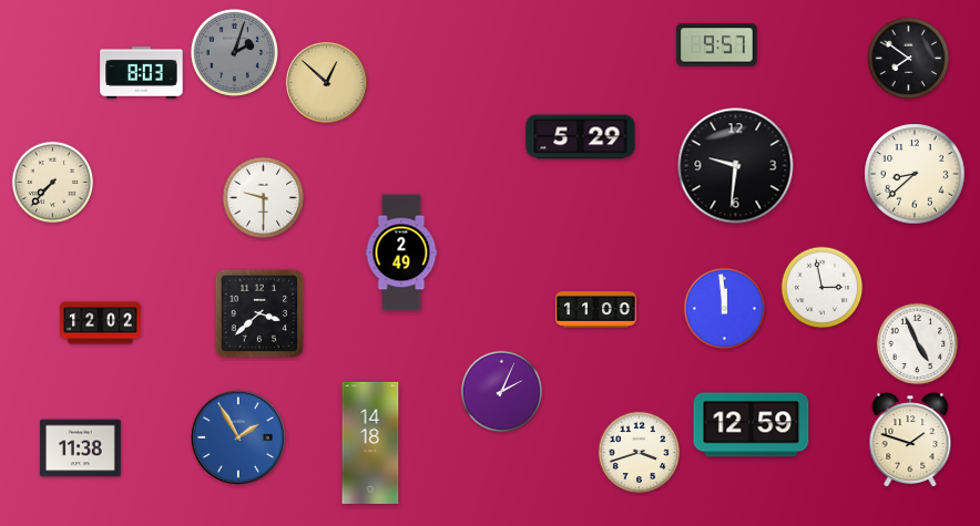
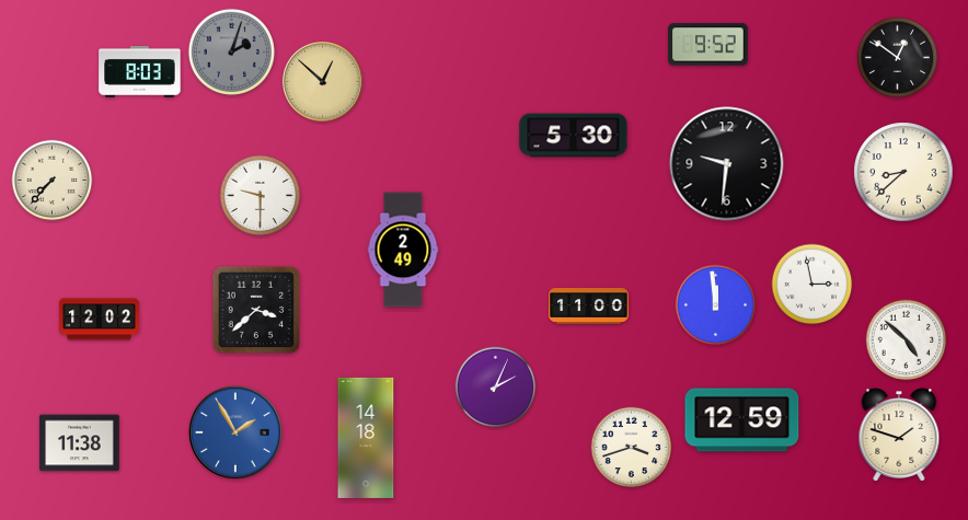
clock at (717, 45): 9:57 -> 9:52
clock at (909, 59): 7:51 -> 12:51
clock at (581, 137): 5:29 -> 5:30
clock at (401, 252) position: (401, 252) -> (403, 250)
clock at (918, 344): 4:56 -> 4:52
